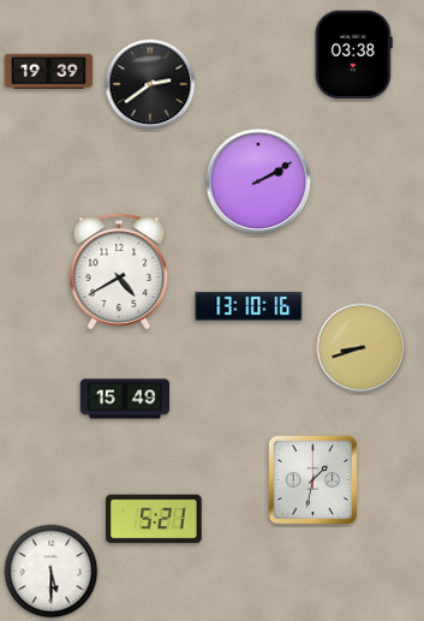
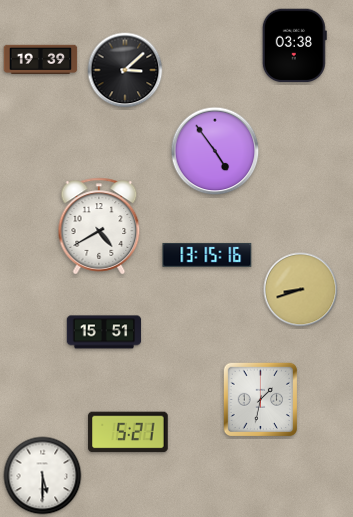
clock at (150, 84): 2:39 -> 3:08
clock at (258, 181): 2:10 -> 4:54
clock at (249, 306): 13:10 -> 13:15
clock at (125, 399): 15:49 -> 15:51
